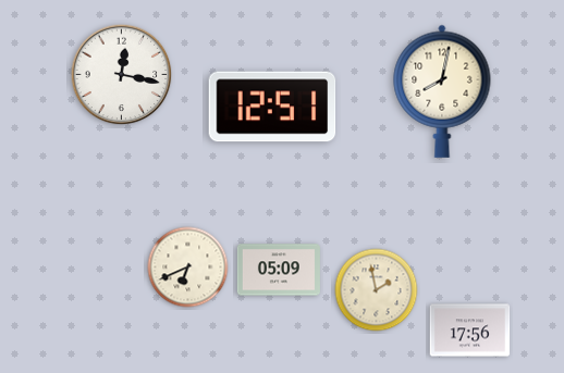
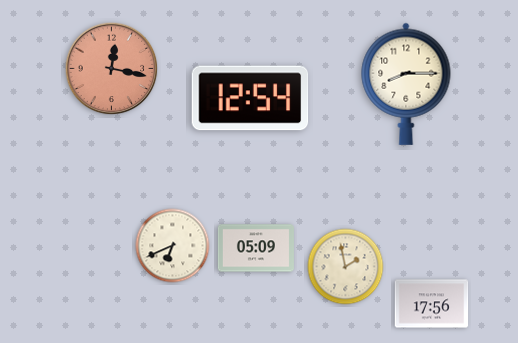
clock at (122, 75) dial: white -> salmon
clock at (442, 91): 8:02 -> 8:15
clock at (272, 107): 12:51 -> 12:54
